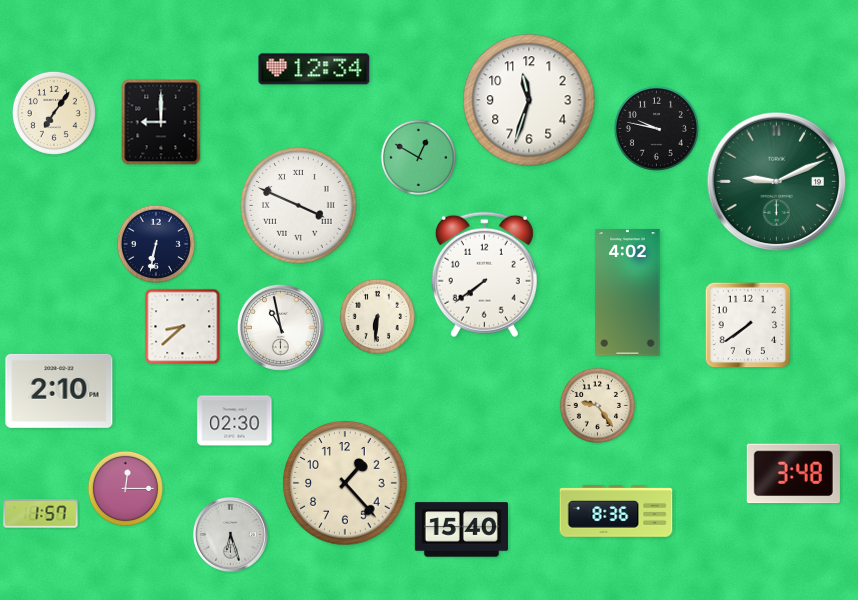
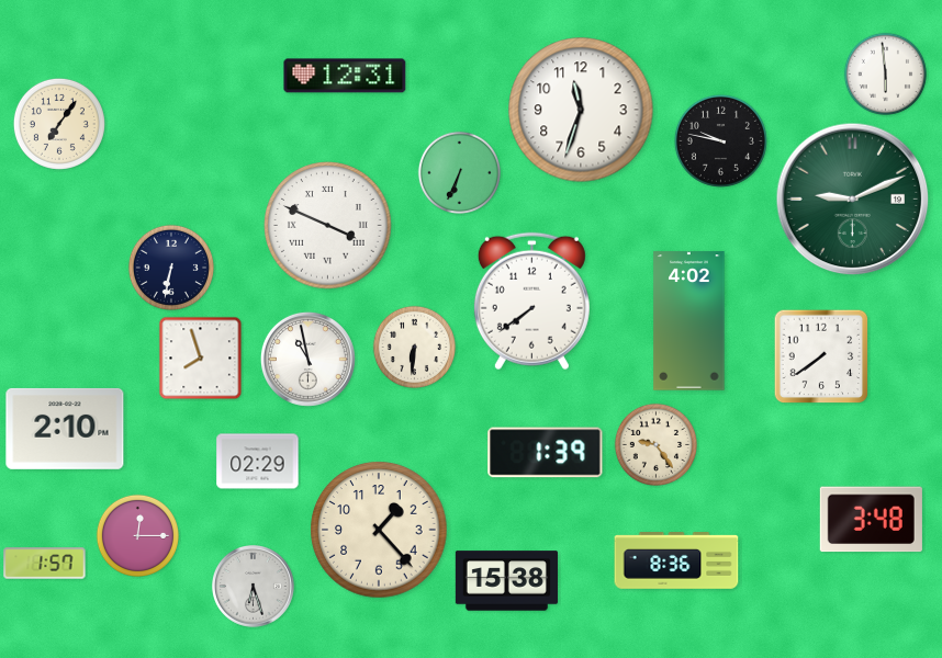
clock at (885, 73): none -> 5:59
clock at (314, 69): 12:34 -> 12:31
clock at (161, 122): 9:00 -> none
clock at (418, 157): 12:50 -> 6:34
clock at (183, 327): 8:38 -> 7:57
clock at (546, 453): none -> 1:39
clock at (235, 421): 02:30 -> 02:29
clock at (461, 530): 15:40 -> 15:38
